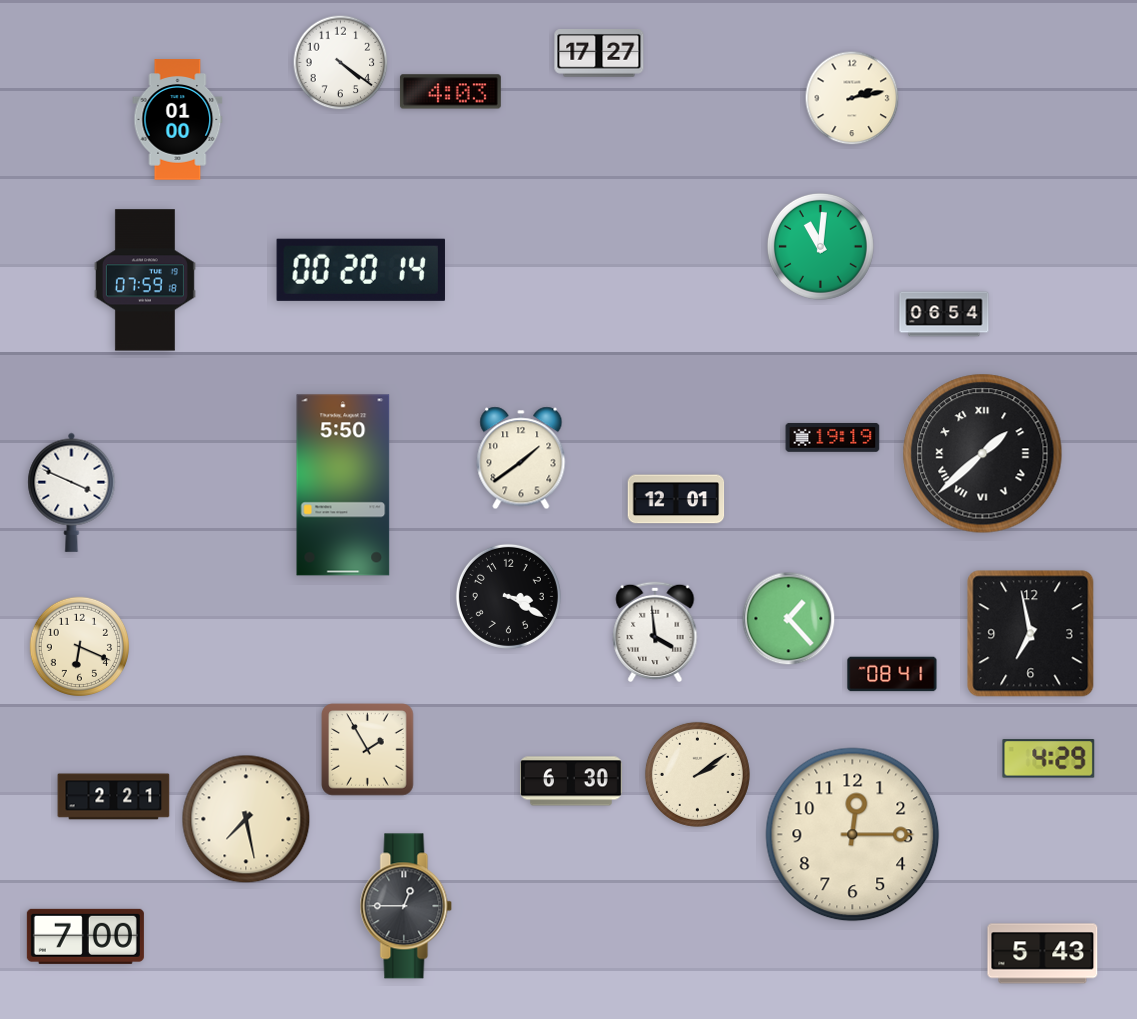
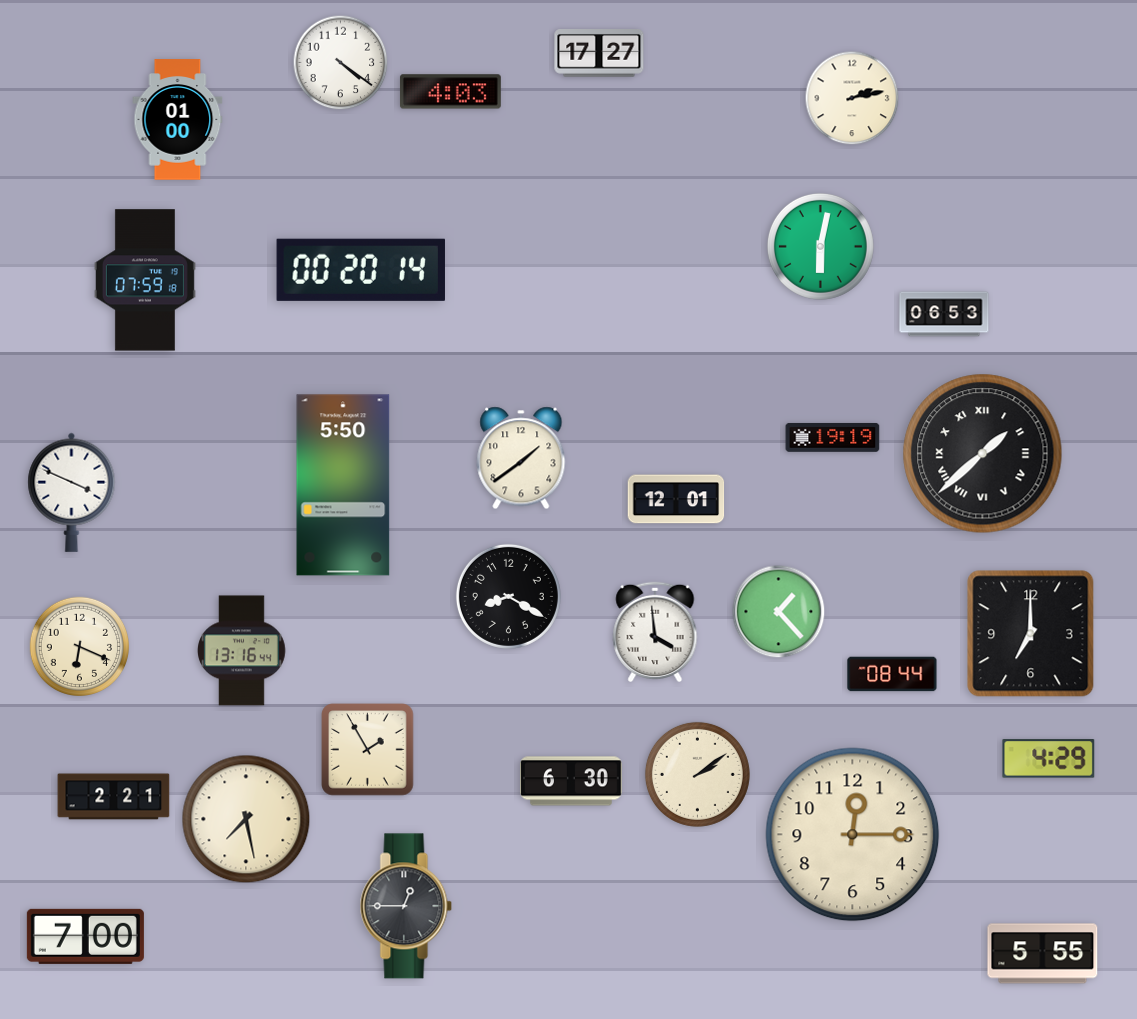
clock at (820, 246): 11:01 -> 6:02
clock at (944, 314): 06:54 -> 06:53
clock at (508, 596): 3:20 -> 8:20
clock at (789, 619) position: (789, 619) -> (779, 612)
clock at (1031, 634): 6:58 -> 7:00
clock at (242, 651): none -> 13:16
clock at (892, 674): 08:41 -> 08:44
clock at (1043, 954): 5:43 -> 5:55
